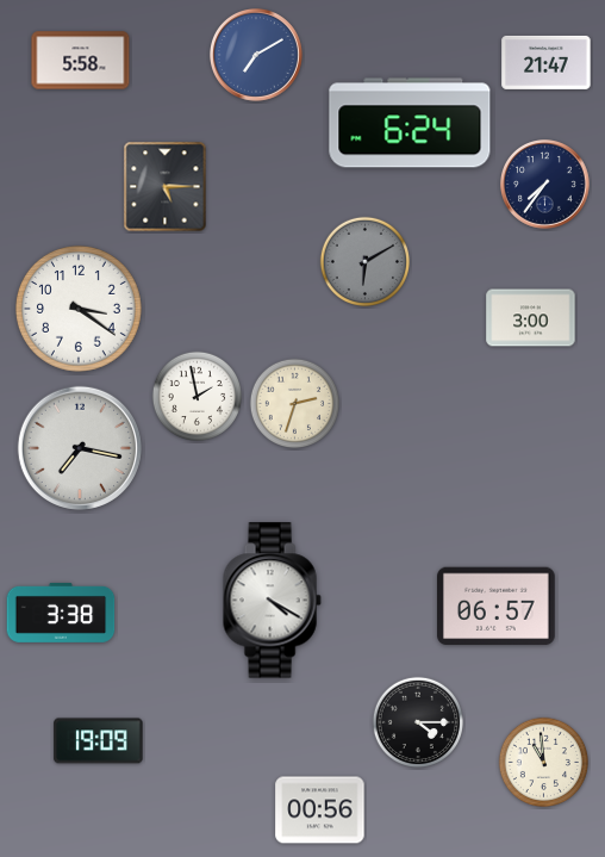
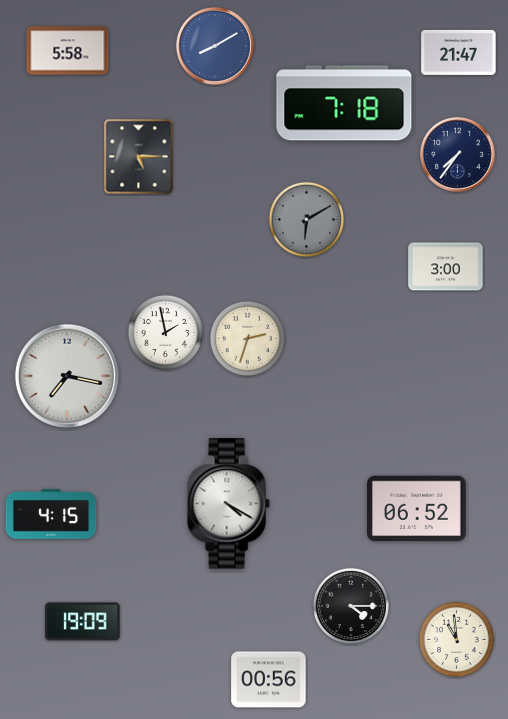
clock at (256, 55): 7:10 -> 8:10
clock at (410, 123): 6:24 -> 7:18
clock at (79, 309): 3:21 -> none
clock at (497, 607): 06:57 -> 06:52
clock at (61, 613): 3:38 -> 4:15
